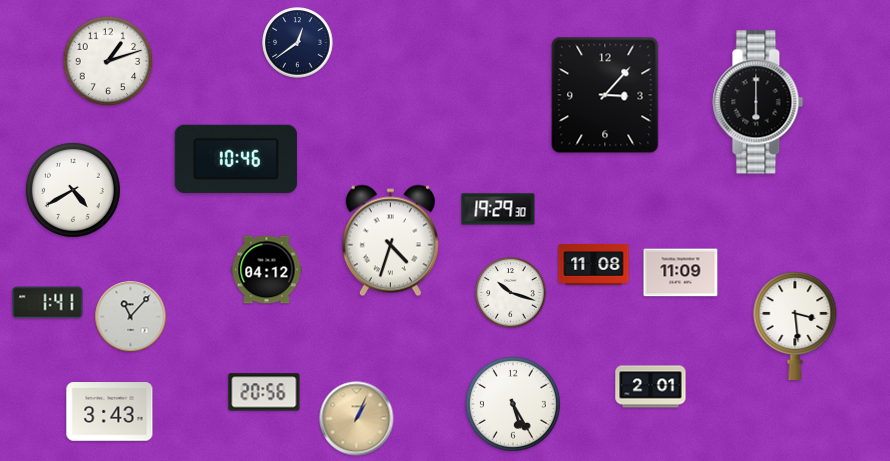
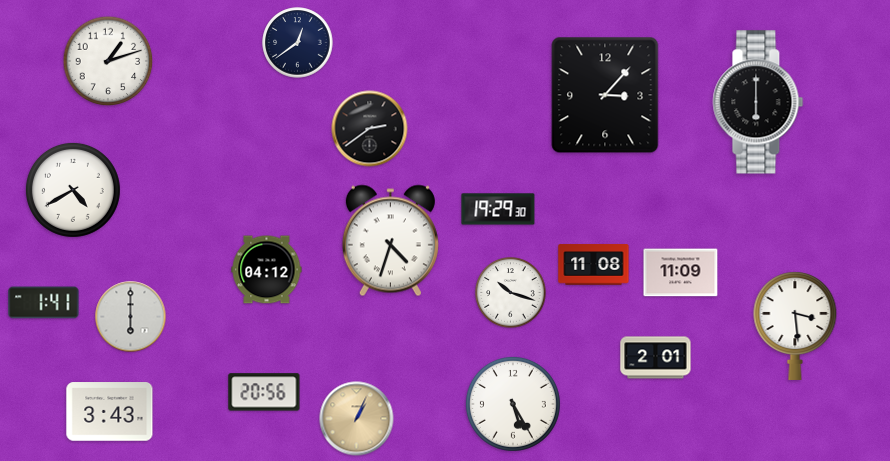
clock at (370, 129): none -> 2:39
clock at (236, 159): 10:46 -> none
clock at (48, 303) position: (48, 303) -> (44, 303)
clock at (131, 317): 11:07 -> 6:00
clock at (651, 387) position: (651, 387) -> (656, 358)
